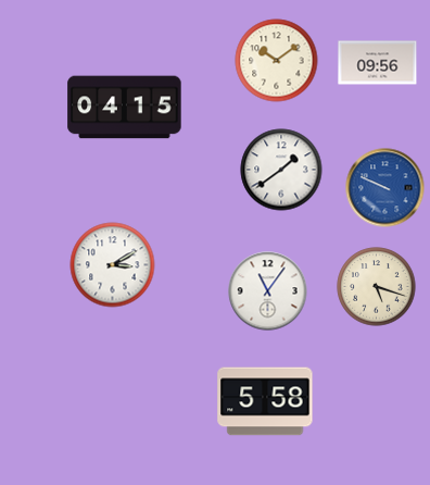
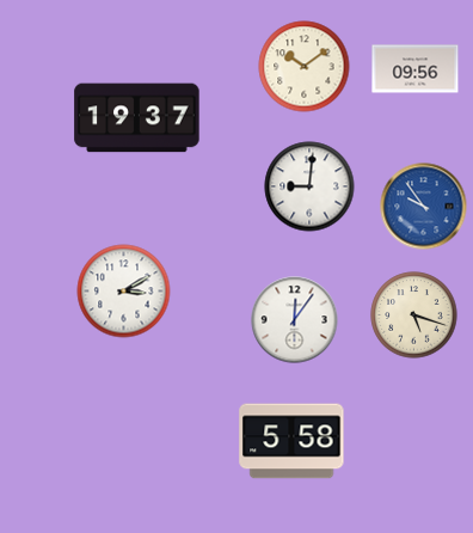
clock at (125, 108): 04:15 -> 19:37
clock at (281, 170): 1:39 -> 9:01
clock at (385, 188): 9:49 -> 9:54
clock at (268, 291): 11:06 -> 12:06
